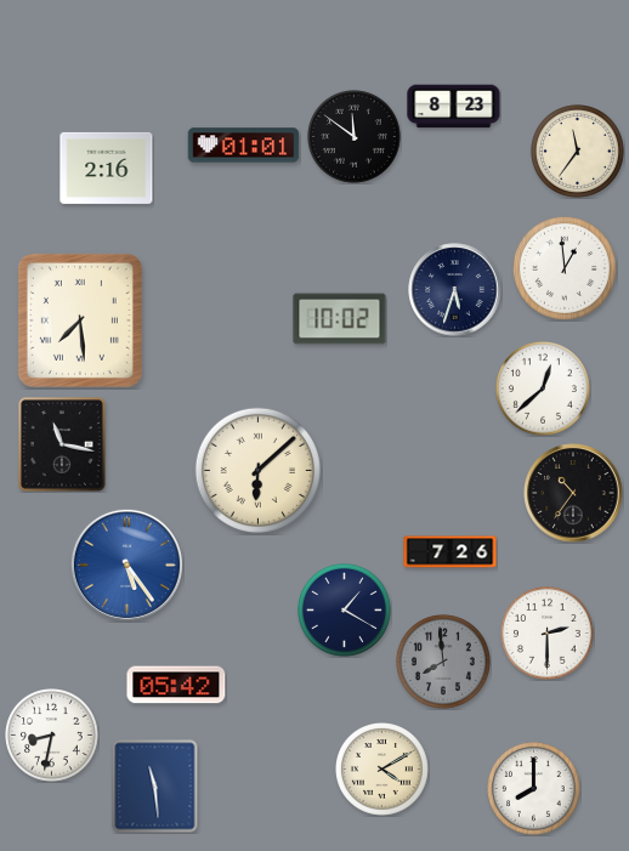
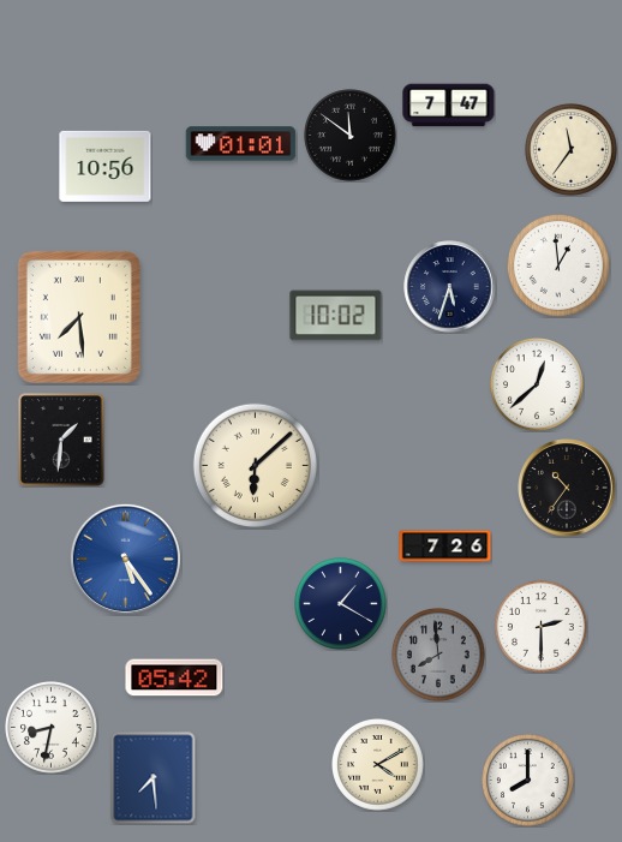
clock at (454, 107): 8:23 -> 7:47
clock at (107, 168): 2:16 -> 10:56
clock at (62, 444): 11:17 -> 1:31
clock at (382, 770) position: (382, 770) -> (378, 765)
clock at (155, 785): 11:29 -> 7:29
